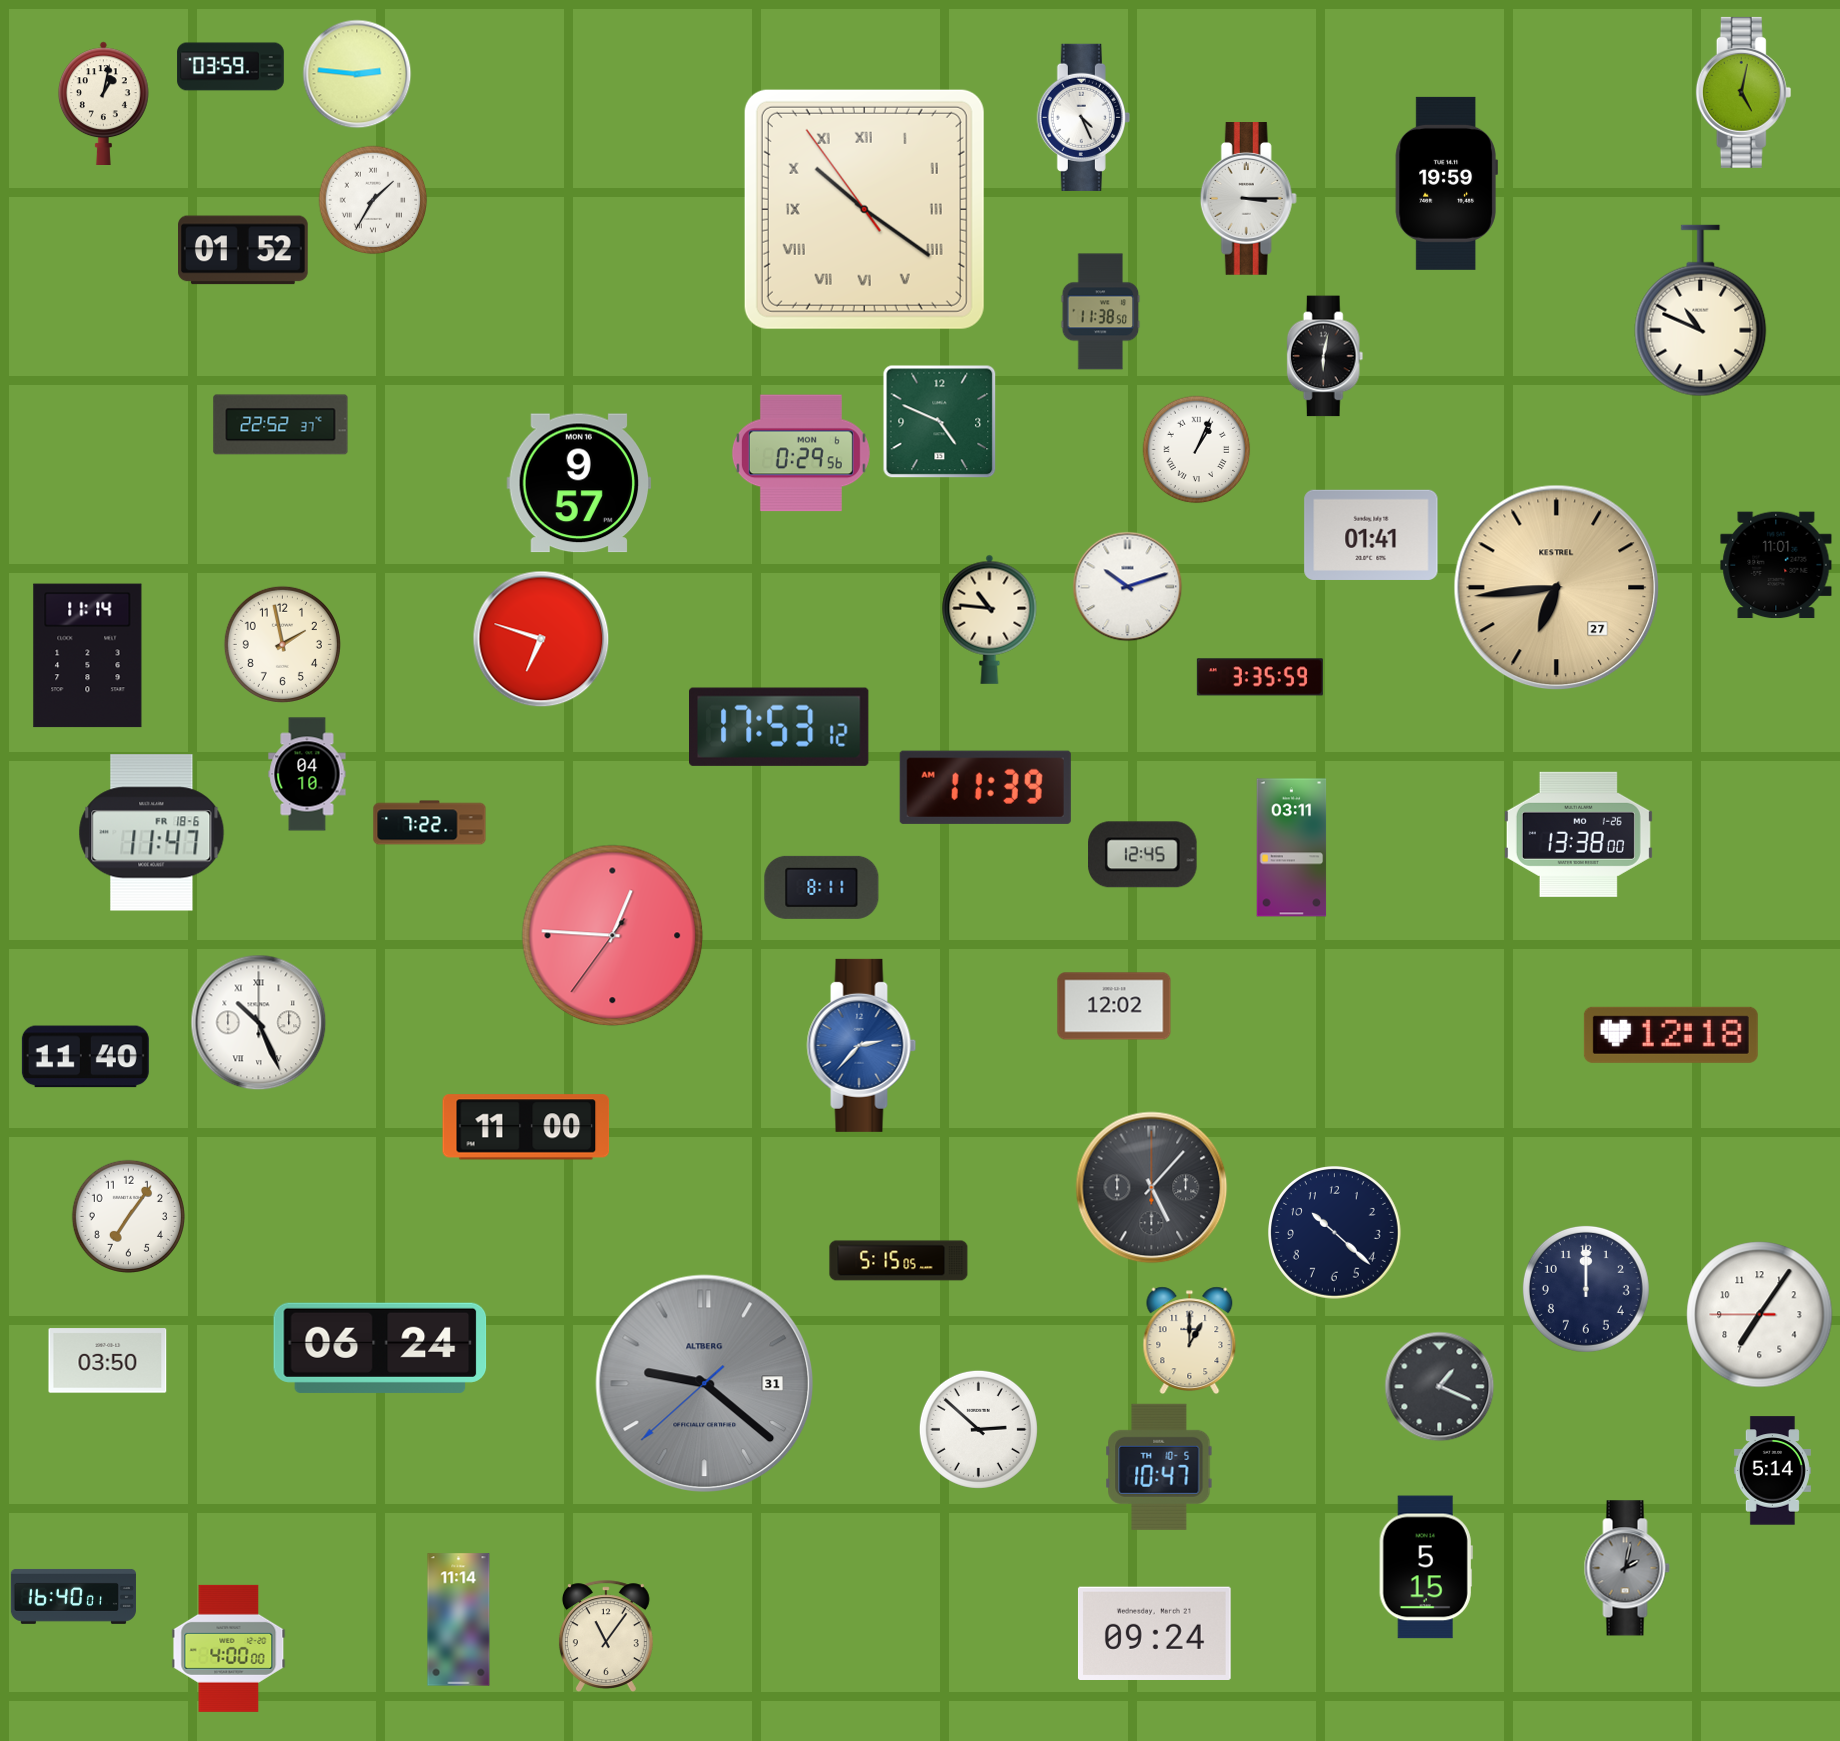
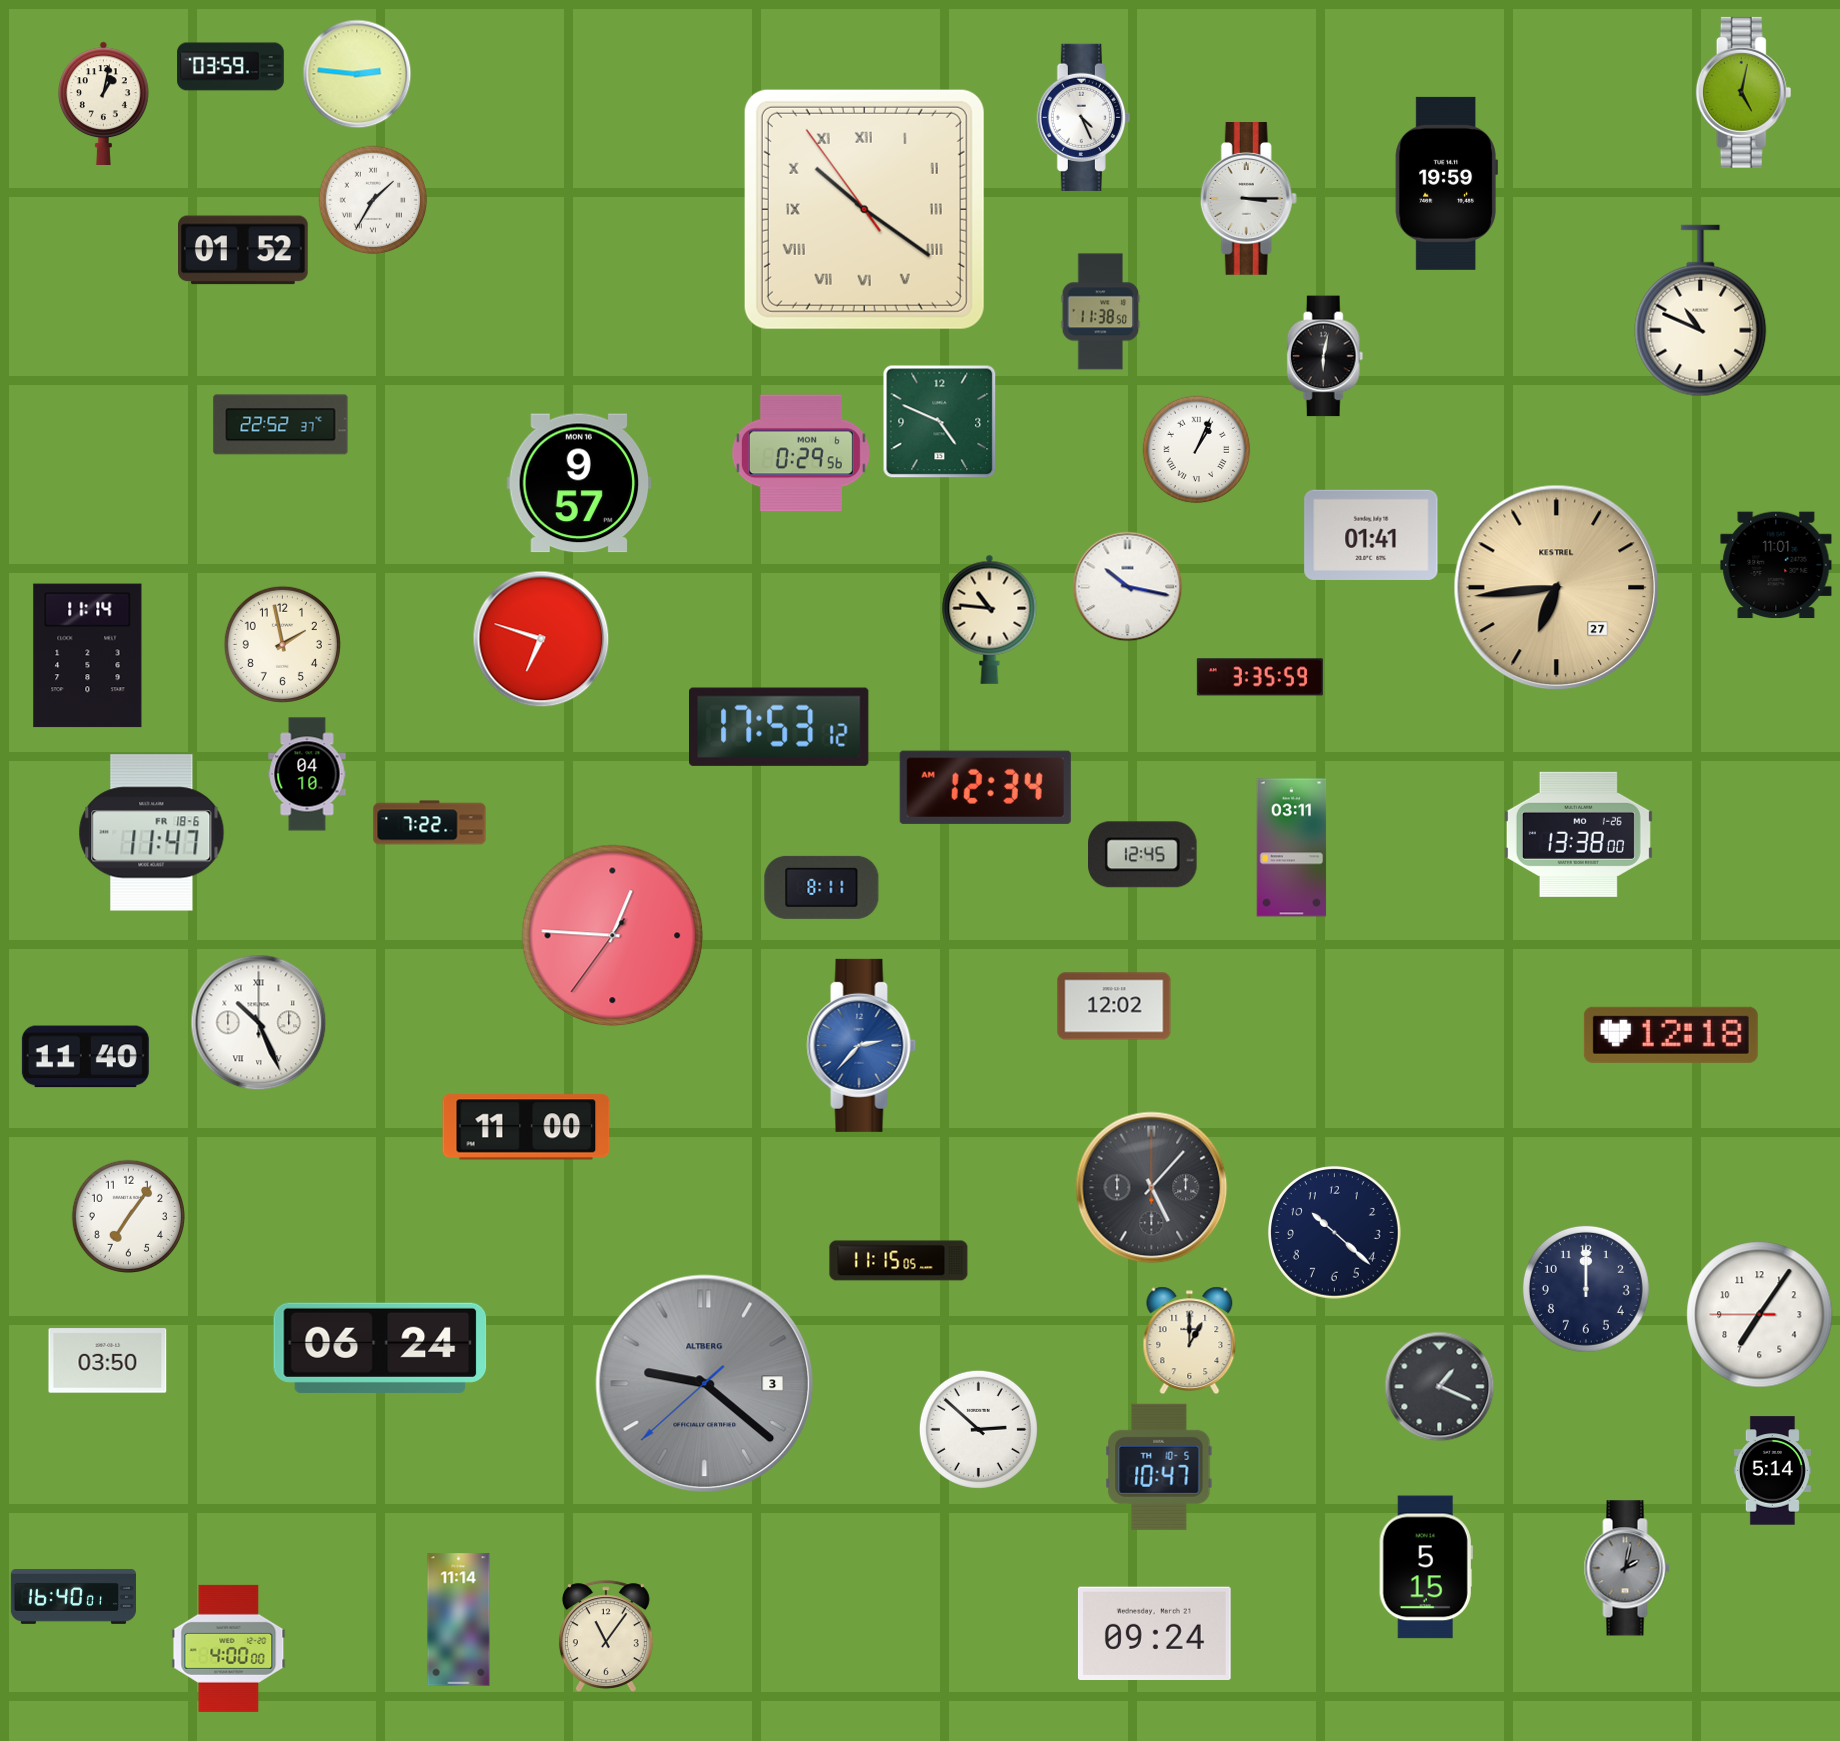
clock at (1128, 587): 10:12 -> 10:17
clock at (985, 787): 11:39 -> 12:34
clock at (899, 1261): 5:15 -> 11:15
clock at (705, 1384) date: 31 -> 3
